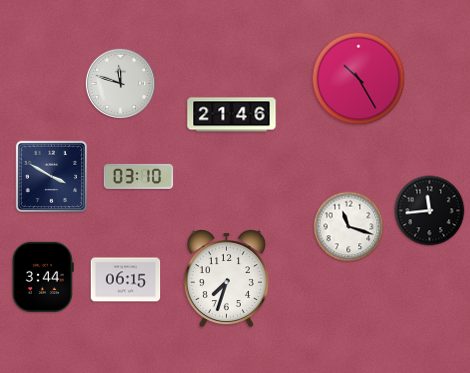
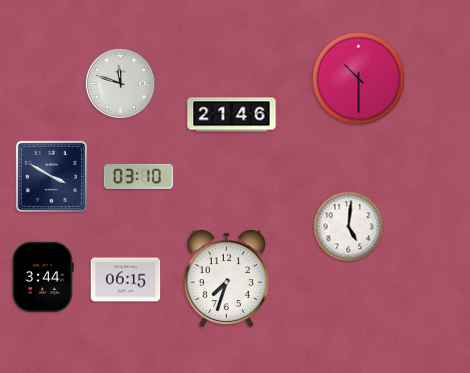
clock at (359, 79): 10:25 -> 10:30
clock at (430, 211): 11:44 -> none
clock at (349, 227): 11:18 -> 5:01
